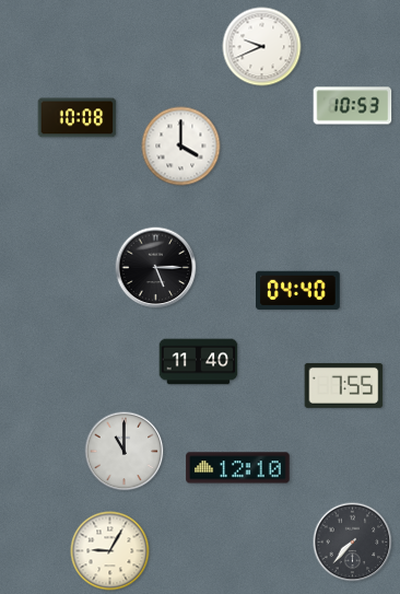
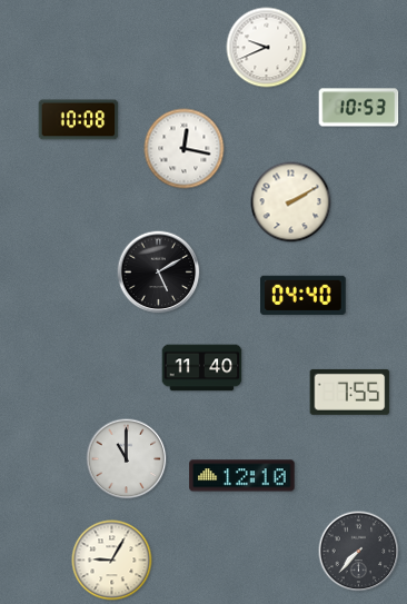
clock at (181, 147): 4:00 -> 12:17
clock at (291, 202): none -> 2:10
clock at (156, 268): 5:15 -> 5:10
